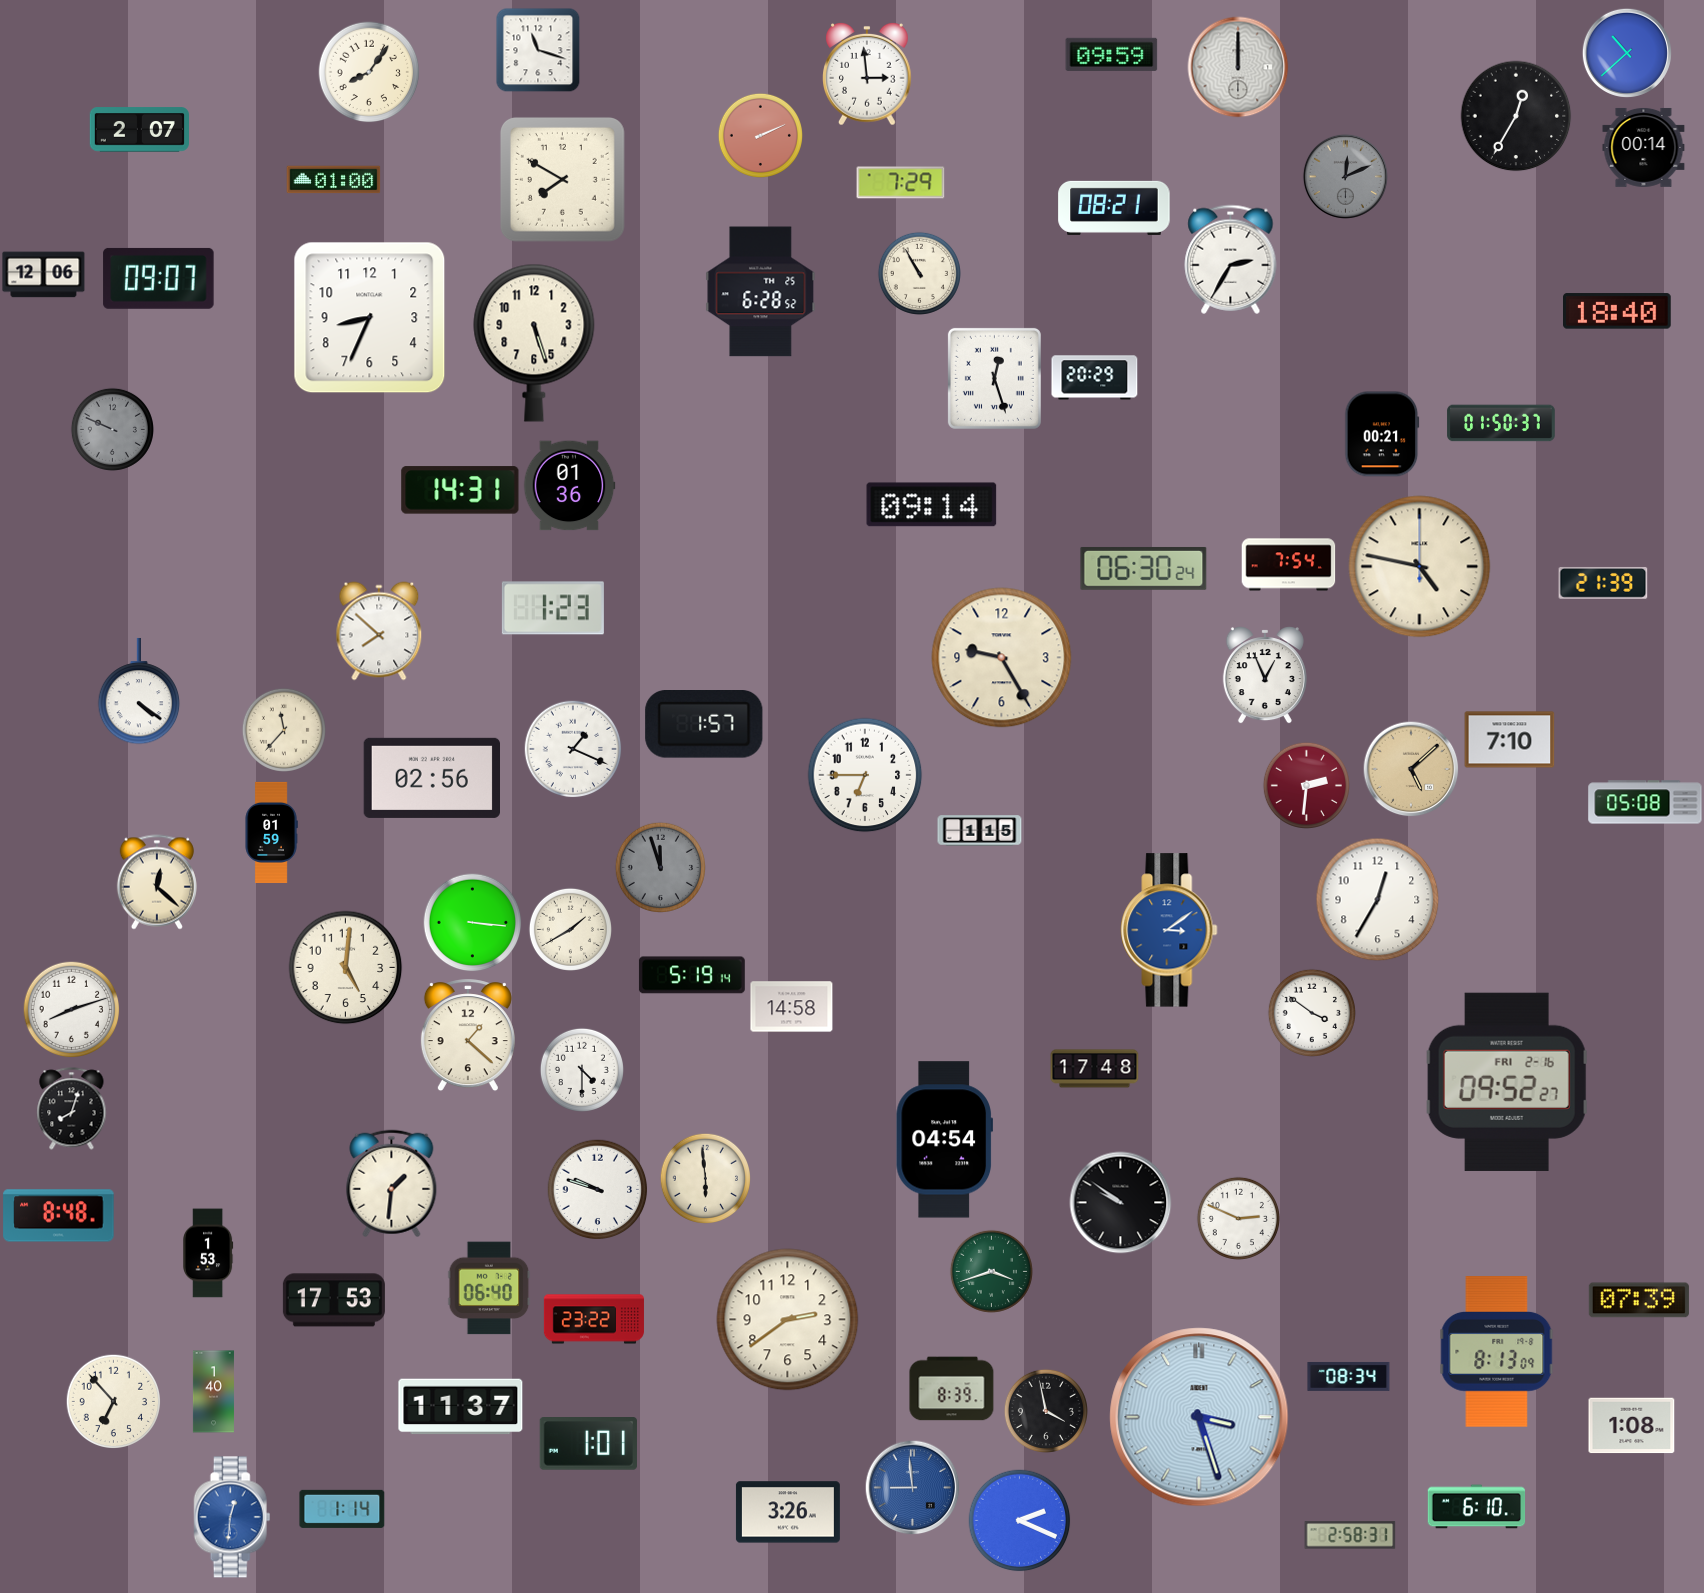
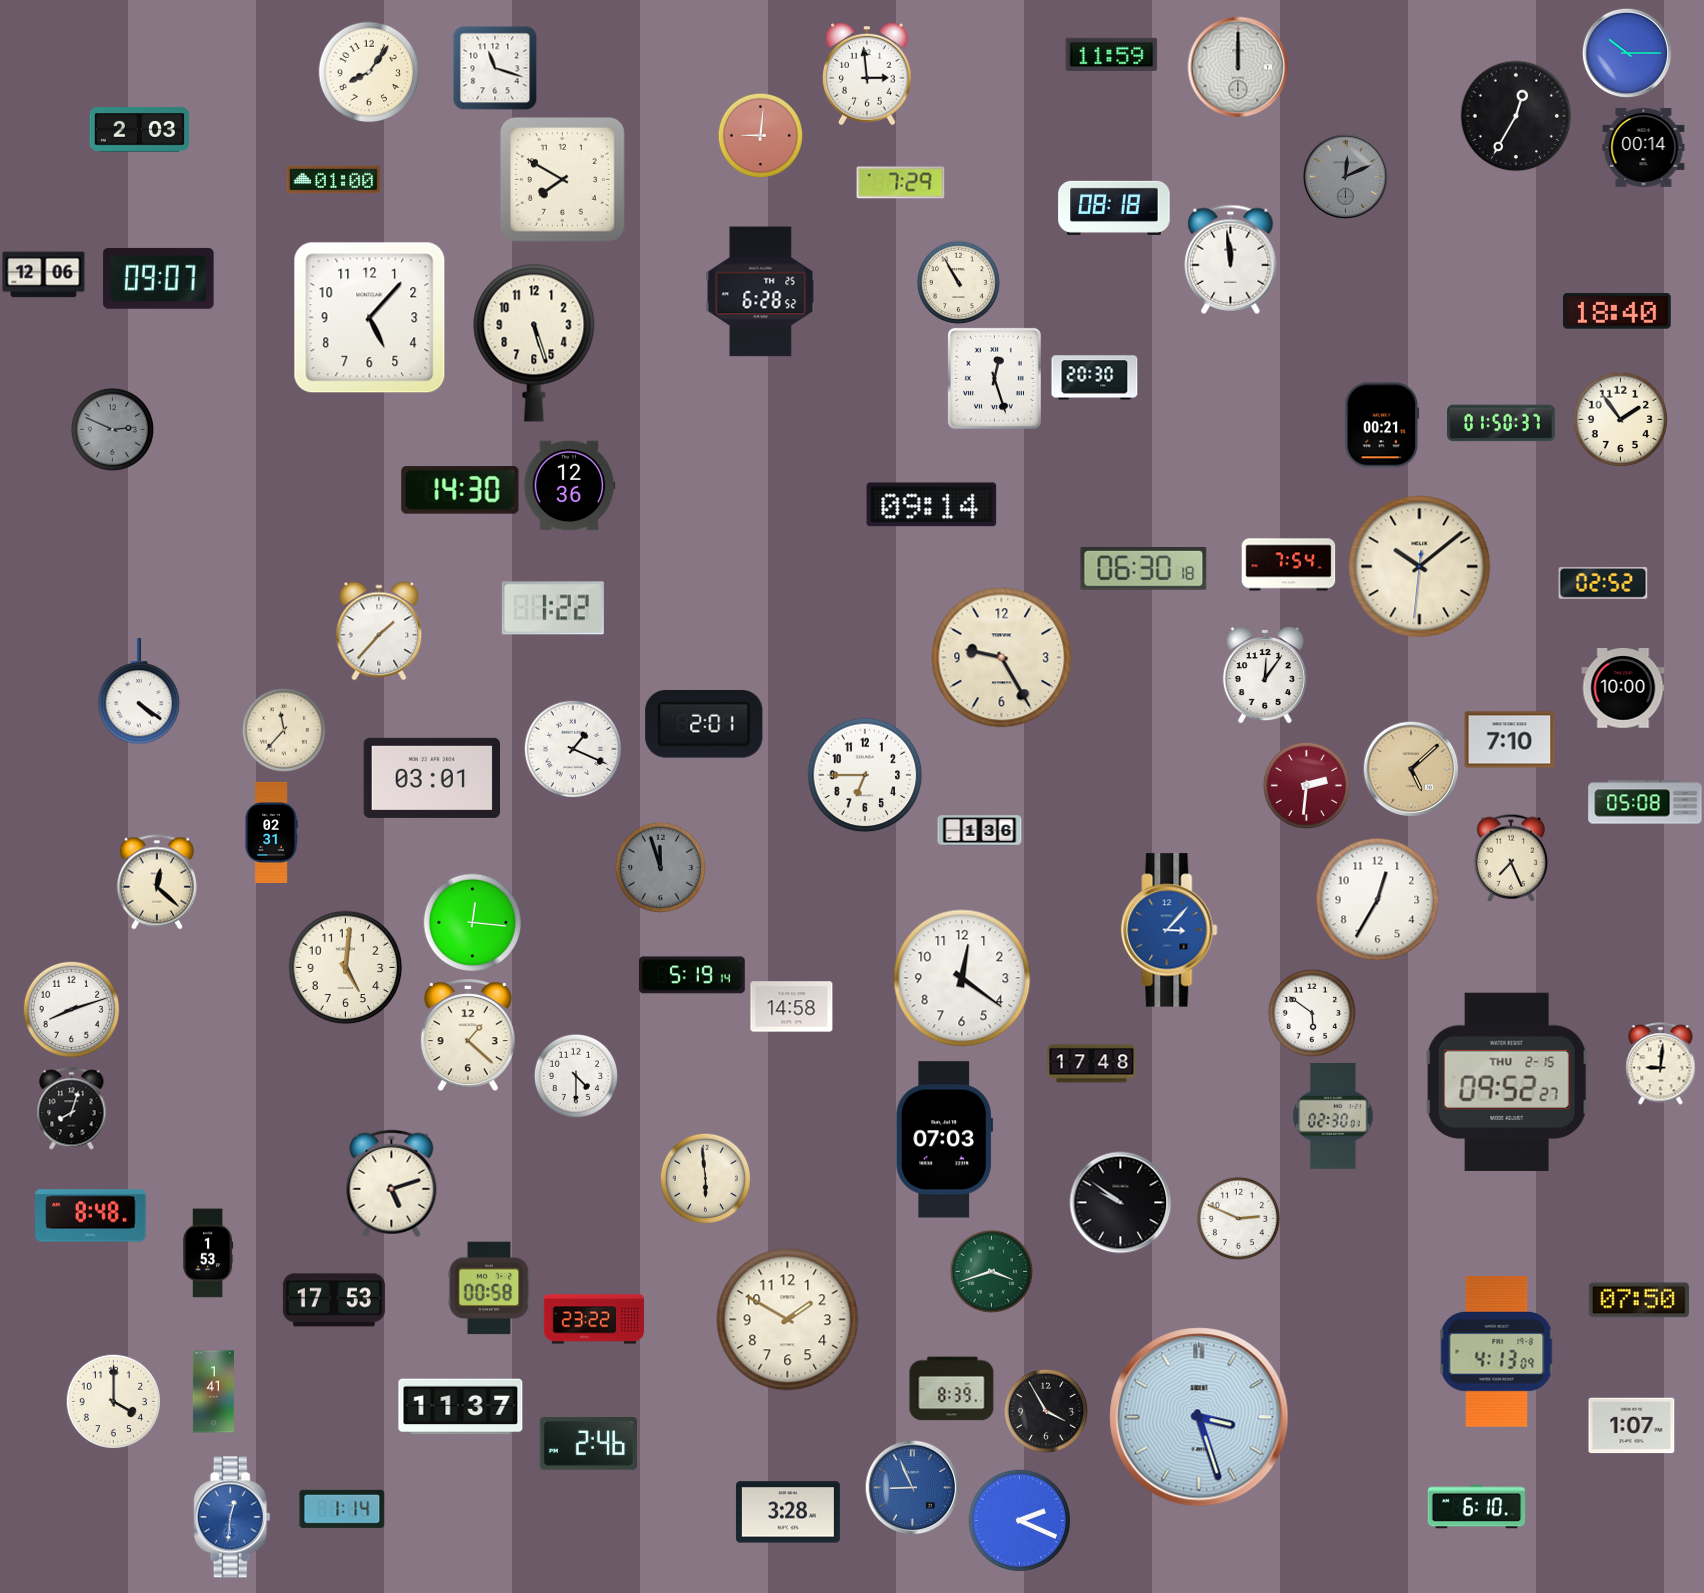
clock at (538, 50) position: (538, 50) -> (495, 68)
clock at (1626, 52): 10:38 -> 10:15
clock at (1112, 54): 09:59 -> 11:59
clock at (139, 130): 2:07 -> 2:03
clock at (760, 135): 2:11 -> 9:01
clock at (1114, 208): 08:21 -> 08:18
clock at (1231, 259): 2:35 -> 11:59
clock at (919, 273) position: (919, 273) -> (958, 282)
clock at (370, 318): 8:34 -> 5:07
clock at (1095, 378): 20:29 -> 20:30
clock at (1620, 419): none -> 1:54
clock at (112, 429): 9:49 -> 2:49
clock at (1382, 434) position: (1382, 434) -> (1382, 425)
clock at (569, 486): 01:36 -> 12:36
clock at (460, 490): 14:31 -> 14:30
clock at (1420, 567): 4:47 -> 10:08
clock at (1144, 568): 06:30:24 -> 06:30:18
clock at (1603, 583): 21:39 -> 02:52
clock at (553, 608): 1:23 -> 1:22
clock at (379, 631): 7:52 -> 1:37
clock at (1265, 675): 12:56 -> 12:06
clock at (1623, 688): none -> 10:00
clock at (704, 725): 1:57 -> 2:01
clock at (432, 778): 02:56 -> 03:01
clock at (980, 831): 1:15 -> 1:36
clock at (271, 832): 01:59 -> 02:31
clock at (1511, 858): none -> 7:26
clock at (473, 923): 3:16 -> 12:16
clock at (570, 929): 1:40 -> none
clock at (1169, 930): 3:09 -> 3:07
clock at (962, 978): none -> 12:21
clock at (1312, 1013): 3:51 -> 5:51
clock at (1661, 1064): none -> 9:01
clock at (1095, 1069) position: (1095, 1069) -> (1092, 1064)
clock at (582, 1070) position: (582, 1070) -> (576, 1076)
clock at (1507, 1082) date: FRI 2-16 -> THU 2-15
clock at (1333, 1116): none -> 02:30
clock at (944, 1140): 04:54 -> 07:03
clock at (392, 1184): 1:31 -> 5:12
clock at (598, 1190): 9:48 -> none
clock at (59, 1216) position: (59, 1216) -> (91, 1216)
clock at (489, 1288): 06:40 -> 00:58
clock at (1639, 1300): 07:39 -> 07:50
clock at (788, 1320): 2:39 -> 1:50
clock at (1497, 1352): 8:13 -> 4:13
clock at (1349, 1376): 08:34 -> none
clock at (213, 1392): 1:40 -> 1:41
clock at (113, 1401): 6:53 -> 4:00
clock at (1046, 1411): 3:58 -> 3:55
clock at (1632, 1426): 1:08 -> 1:07
clock at (588, 1444): 1:01 -> 2:46
clock at (912, 1487): 8:59 -> 8:56
clock at (788, 1512): 3:26 -> 3:28
clock at (1350, 1535): 2:58 -> none
